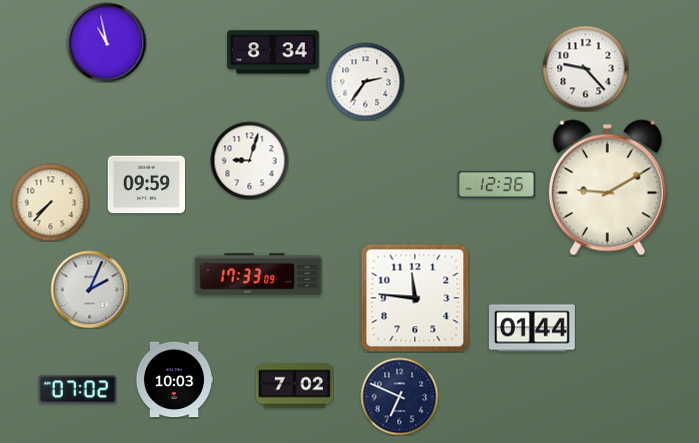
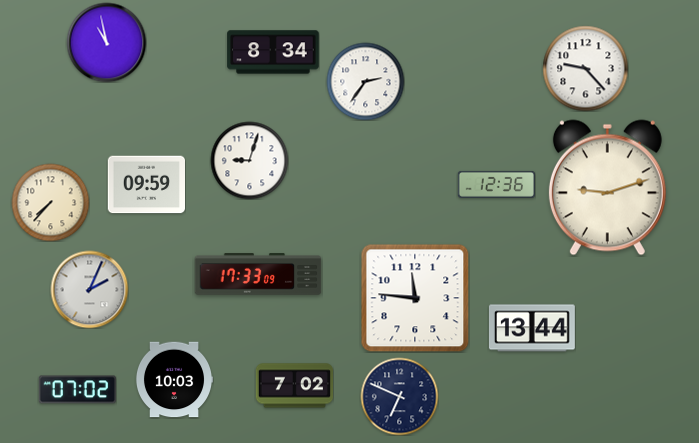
clock at (607, 188): 9:10 -> 9:12
clock at (532, 328): 01:44 -> 13:44
